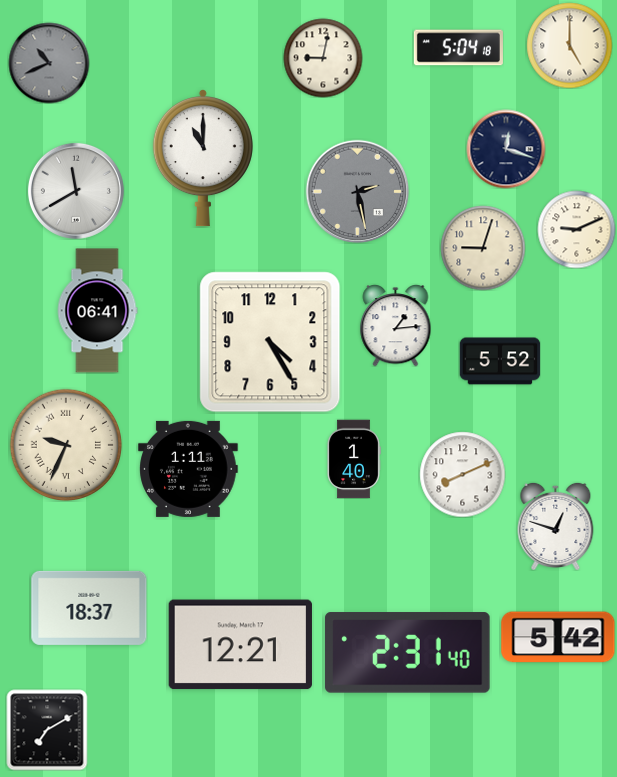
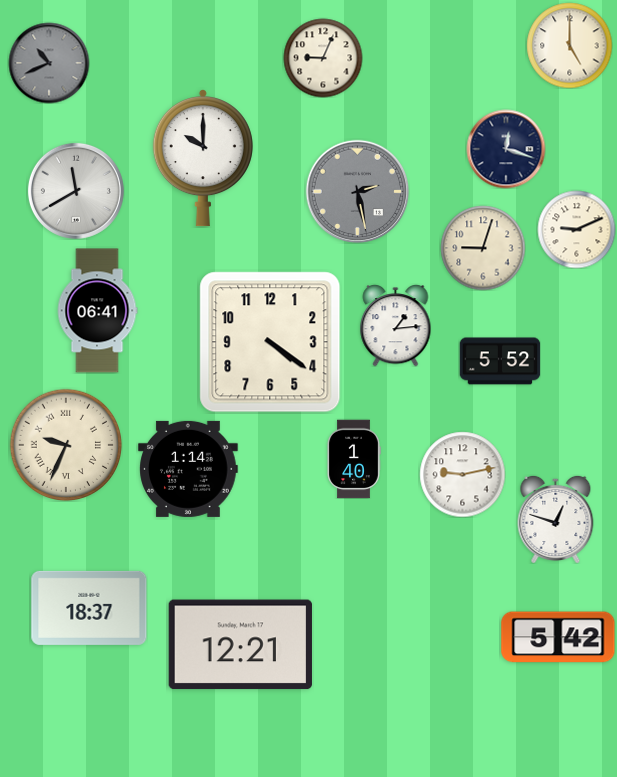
clock at (458, 48): 5:04 -> none
clock at (323, 58): 9:02 -> 9:04
clock at (203, 159): 11:00 -> 10:00
clock at (270, 342): 4:25 -> 4:21
clock at (188, 469): 1:11 -> 1:14
clock at (462, 474): 8:11 -> 9:13
clock at (556, 526) position: (556, 526) -> (556, 519)
clock at (408, 653): 2:31 -> none
clock at (47, 730): 7:10 -> none
